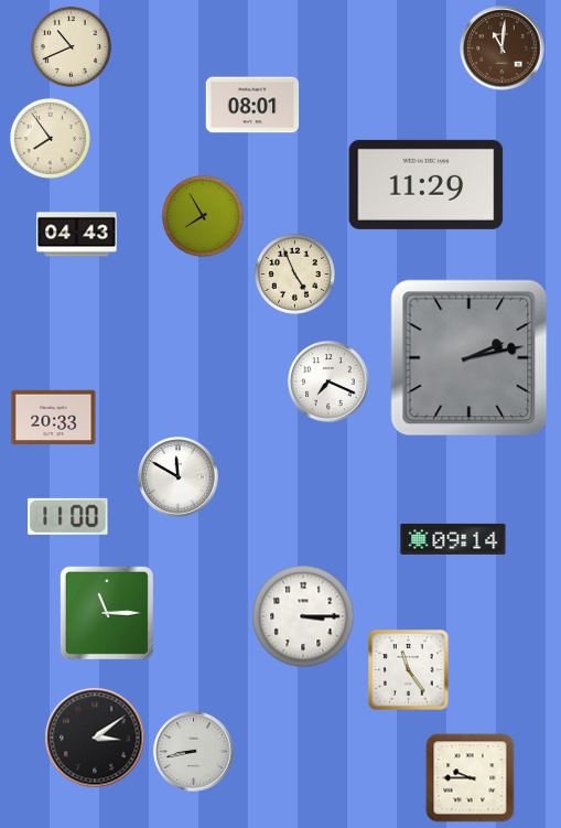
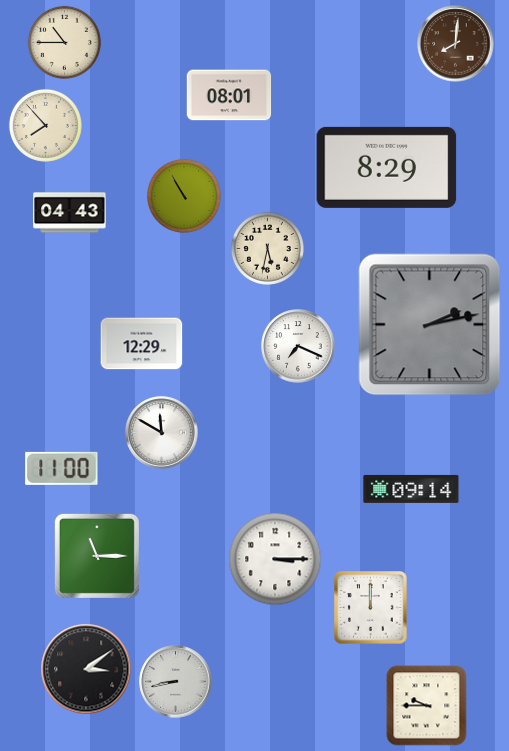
clock at (71, 46): 10:41 -> 10:45
clock at (503, 49): 11:01 -> 8:01
clock at (50, 138): 7:54 -> 7:53
clock at (427, 184): 11:29 -> 8:29
clock at (203, 216): 7:55 -> 10:55
clock at (294, 273): 4:56 -> 5:32
clock at (470, 358) position: (470, 358) -> (430, 325)
clock at (142, 344): none -> 12:29
clock at (54, 418): 20:33 -> none
clock at (409, 670): 11:24 -> 12:00
